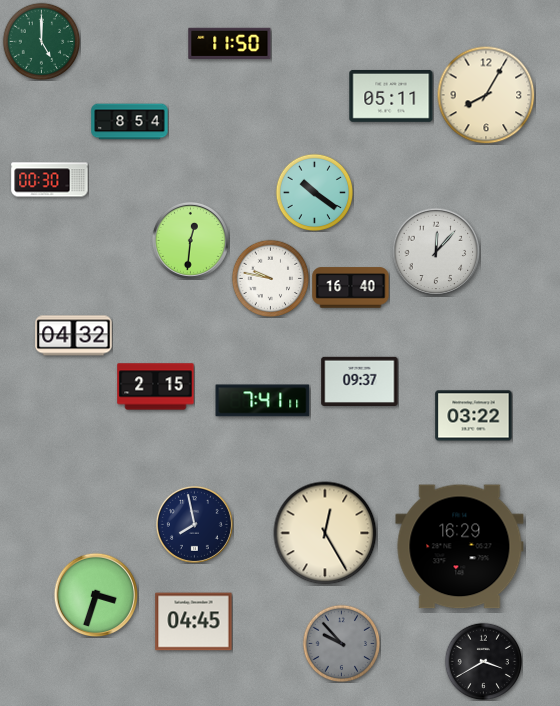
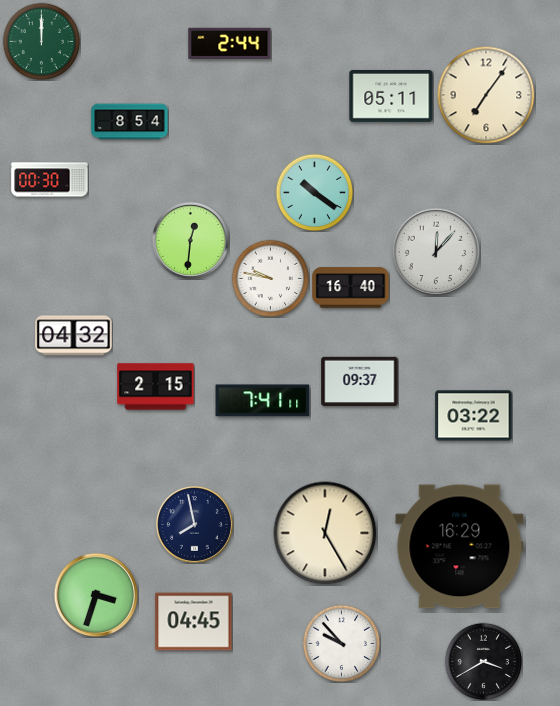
clock at (41, 41): 5:00 -> 12:00
clock at (230, 43): 11:50 -> 2:44
clock at (486, 95): 8:05 -> 7:06
clock at (341, 643) dial: grey -> white
